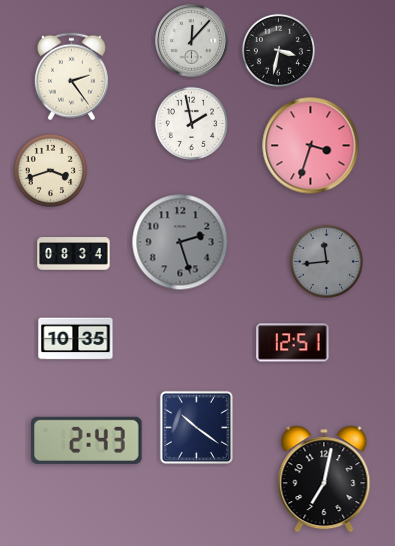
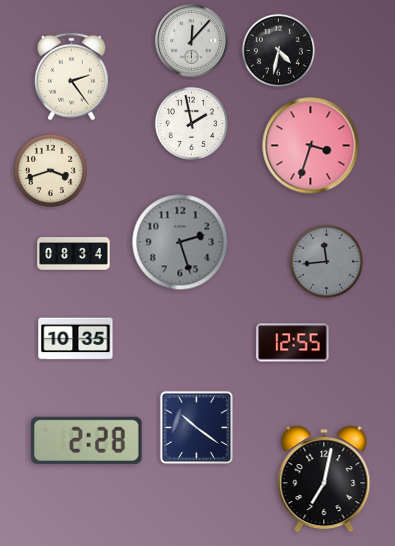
clock at (278, 50): 3:32 -> 4:32
clock at (293, 343): 12:51 -> 12:55
clock at (87, 440): 2:43 -> 2:28
